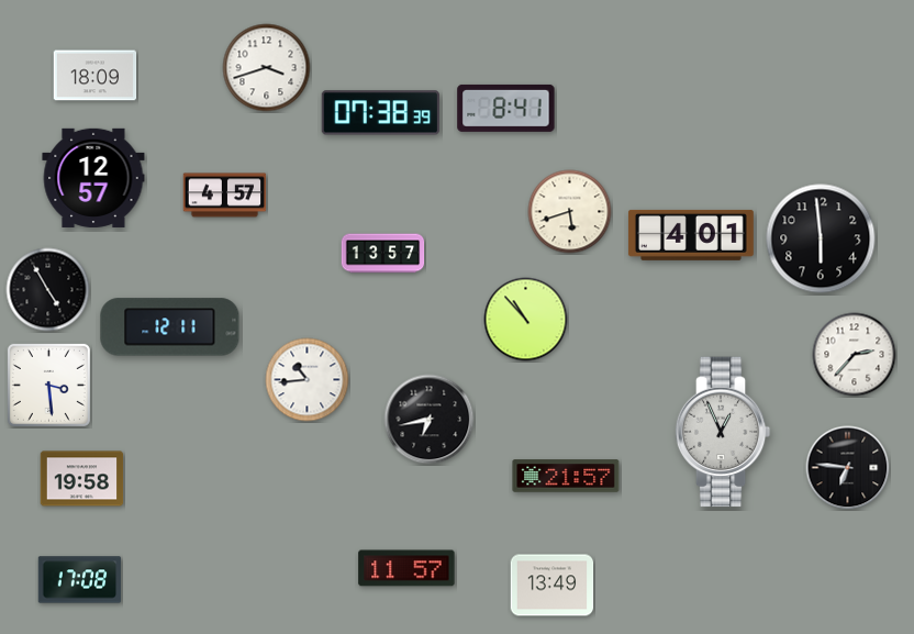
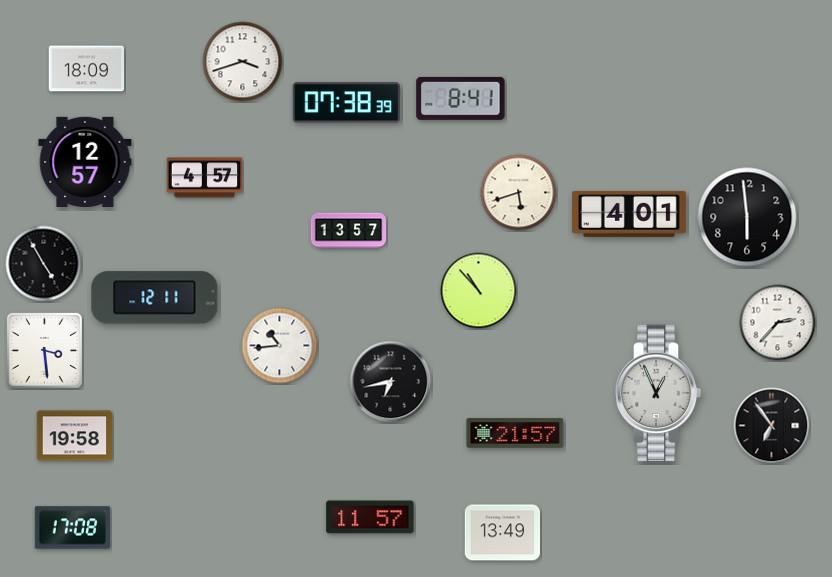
clock at (848, 468): 6:46 -> 6:54
